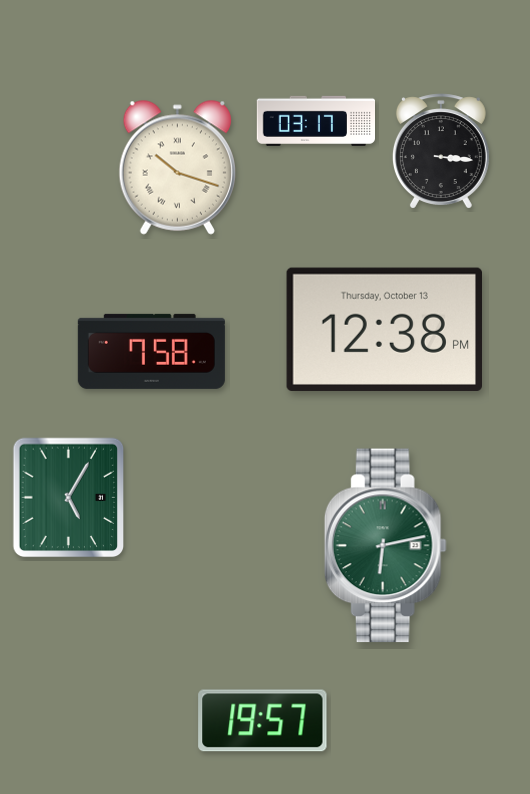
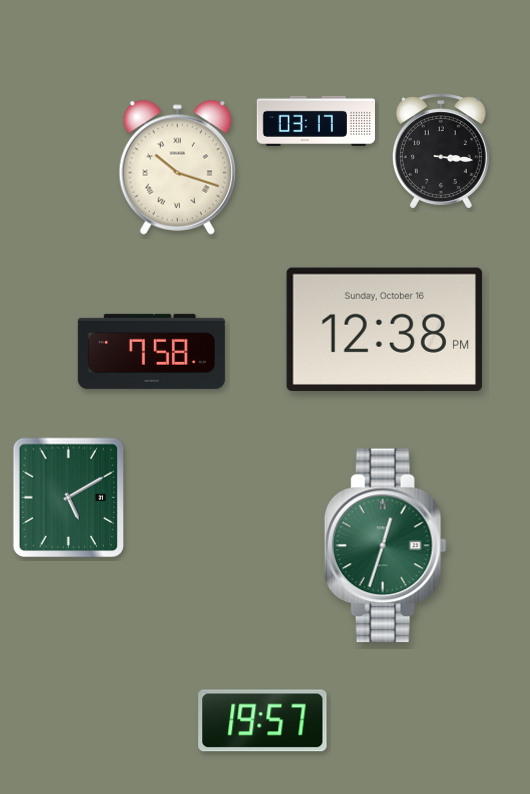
clock at (384, 329) date: Thursday, October 13 -> Sunday, October 16
clock at (69, 498): 5:05 -> 5:10
clock at (385, 546): 6:13 -> 12:33
